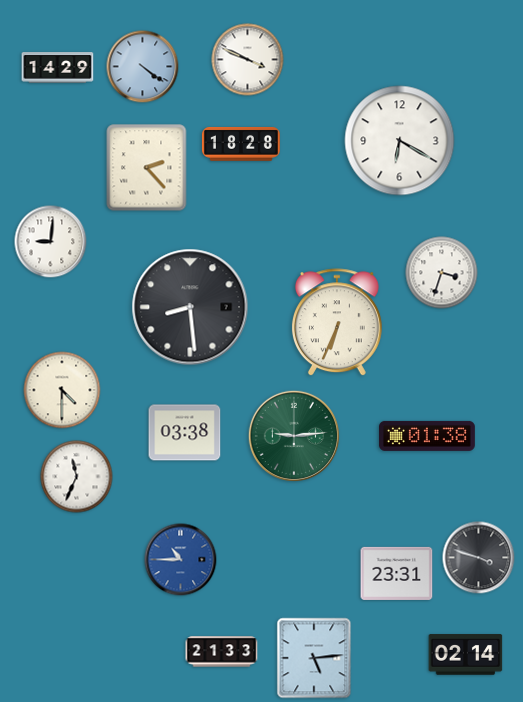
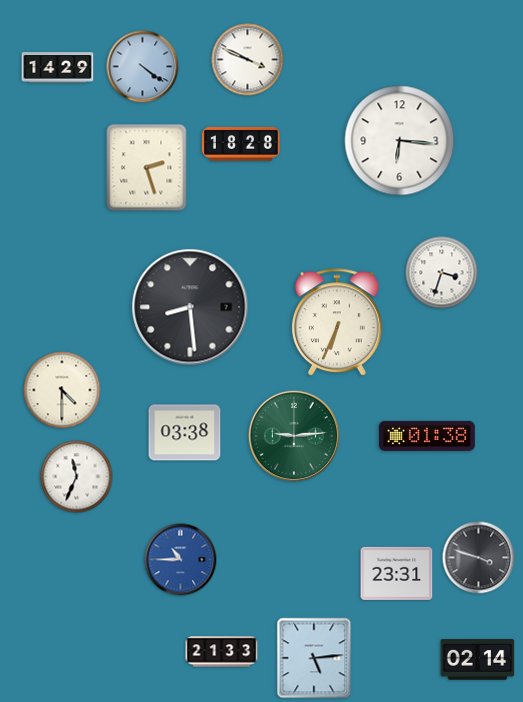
clock at (400, 141): 6:20 -> 6:16
clock at (147, 168): 2:23 -> 2:27
clock at (51, 242): 9:01 -> none
clock at (466, 655) position: (466, 655) -> (478, 660)
